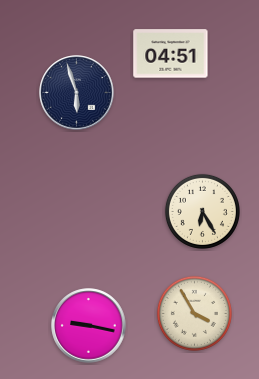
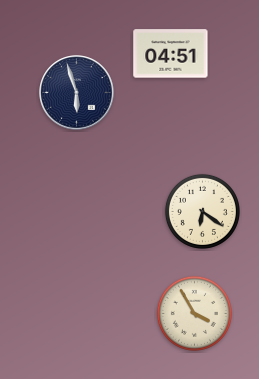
clock at (202, 211): 6:25 -> 6:21
clock at (89, 326): 9:17 -> none
